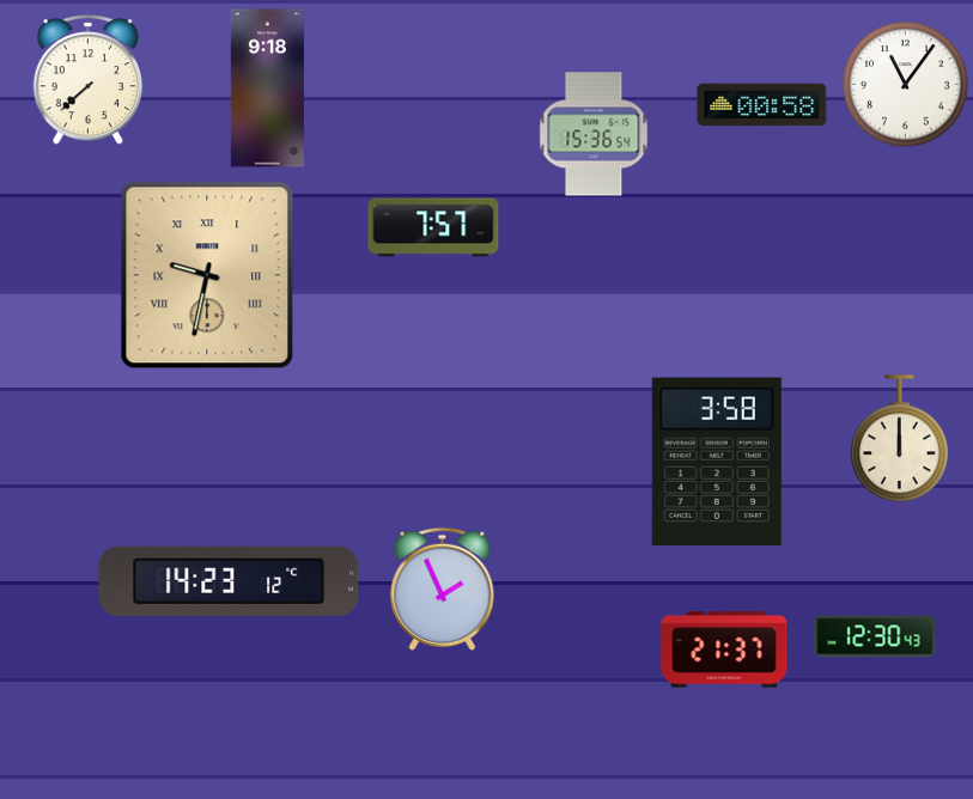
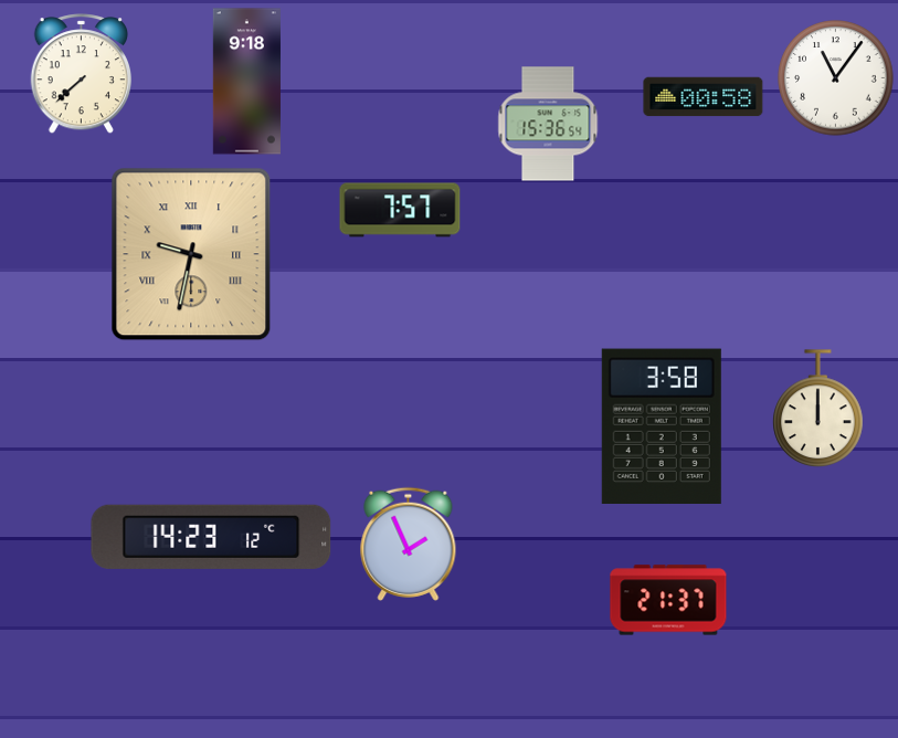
clock at (900, 439) position: (900, 439) -> (818, 409)
clock at (875, 636): 12:30 -> none
